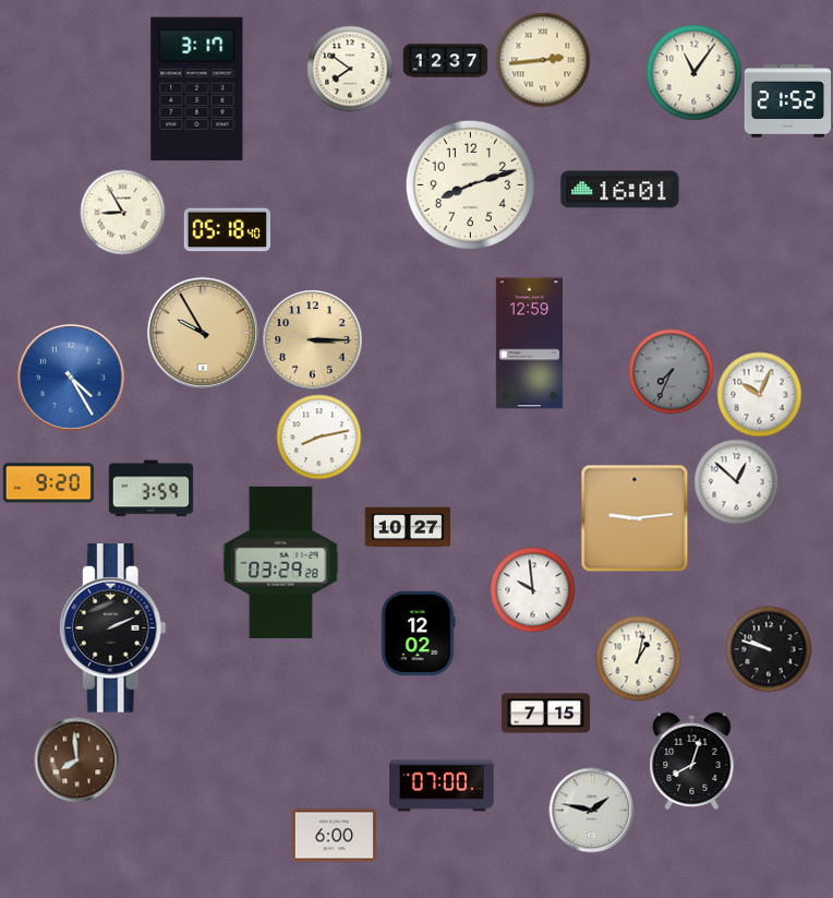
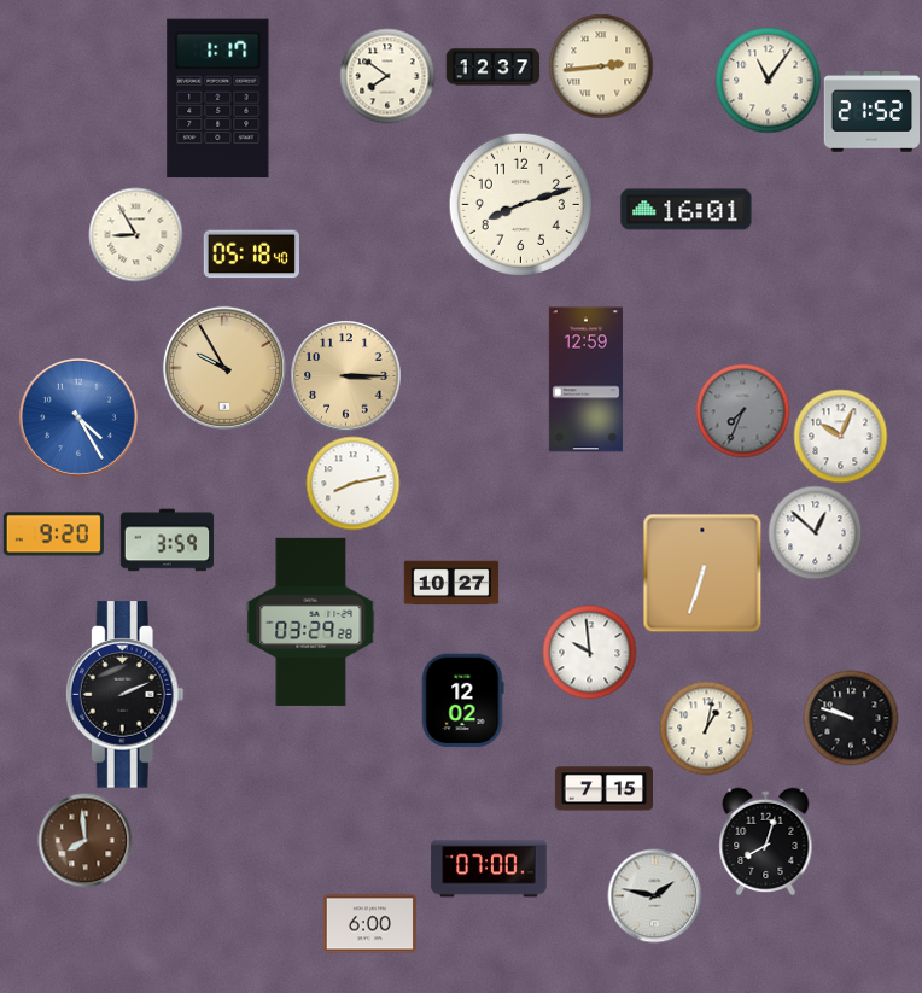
clock at (197, 89): 3:17 -> 1:17
clock at (635, 518): 9:14 -> 6:33
